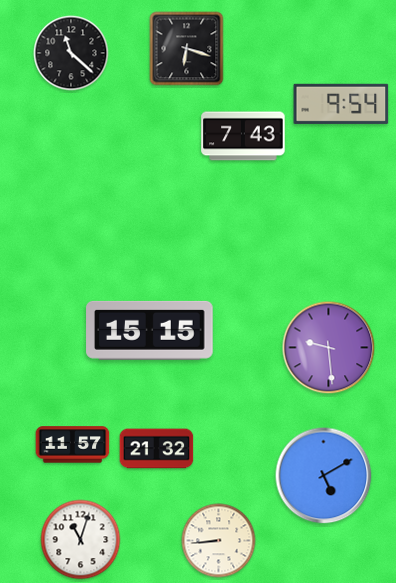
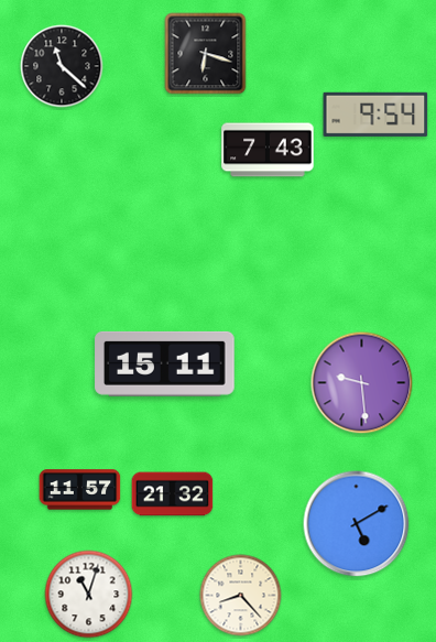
clock at (71, 53) position: (71, 53) -> (62, 66)
clock at (150, 330): 15:15 -> 15:11
clock at (219, 541): 8:44 -> 8:23
